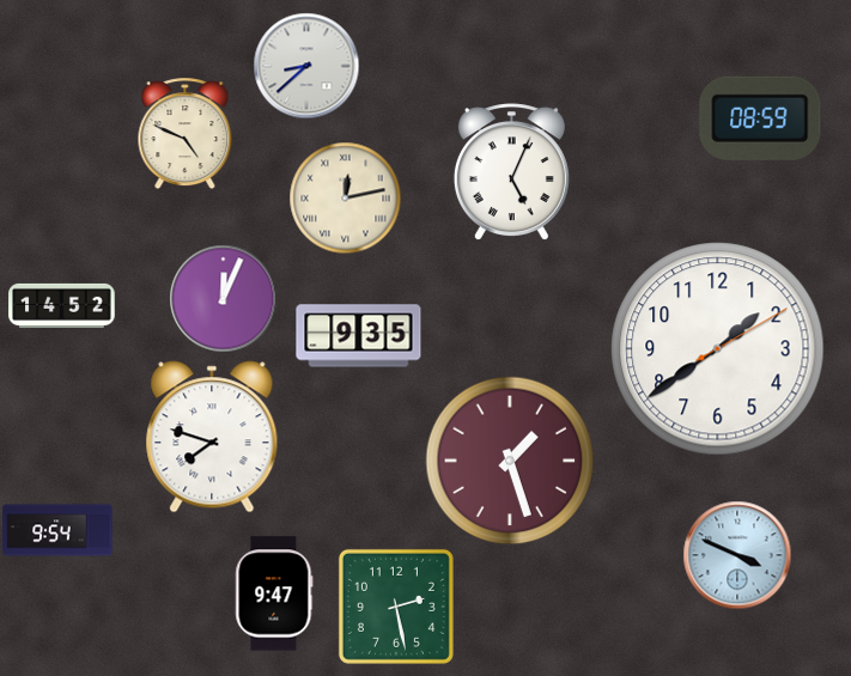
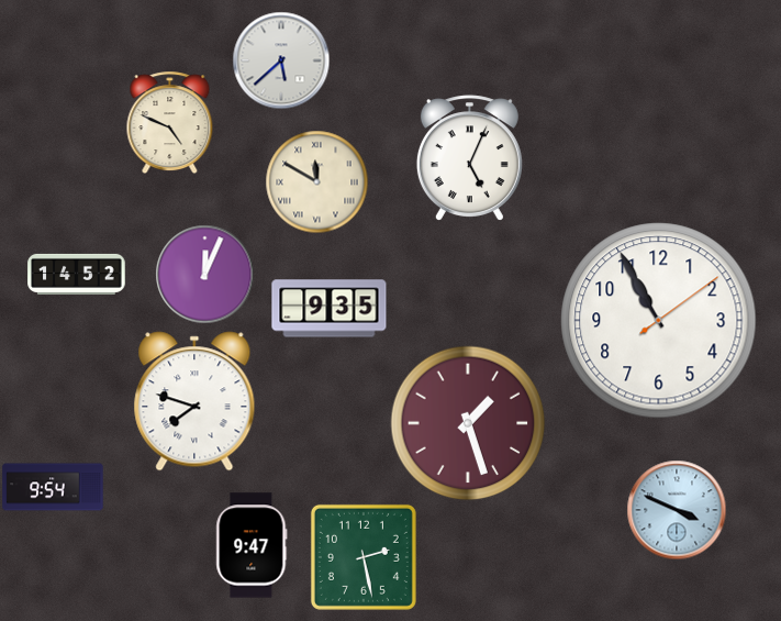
clock at (306, 66): 8:38 -> 5:38
clock at (760, 118): 08:59 -> none
clock at (345, 197): 12:13 -> 11:50
clock at (62, 305) position: (62, 305) -> (77, 274)
clock at (718, 349): 1:39 -> 10:55
